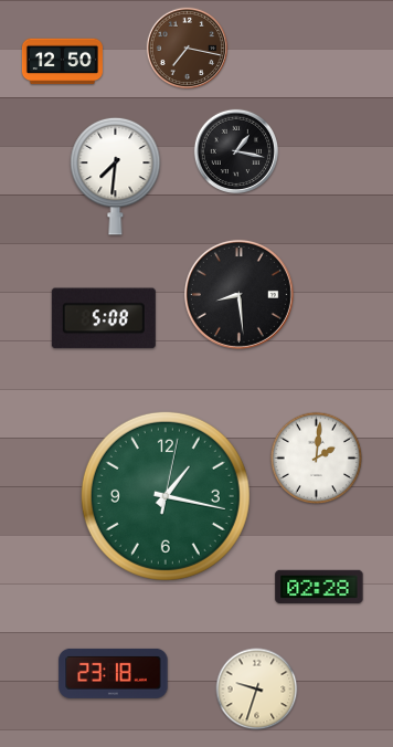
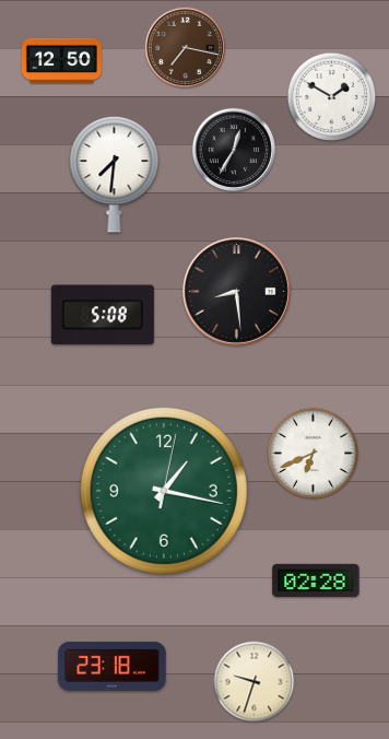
clock at (332, 97): none -> 1:50
clock at (235, 150): 1:17 -> 12:35
clock at (317, 459): 2:01 -> 6:41
